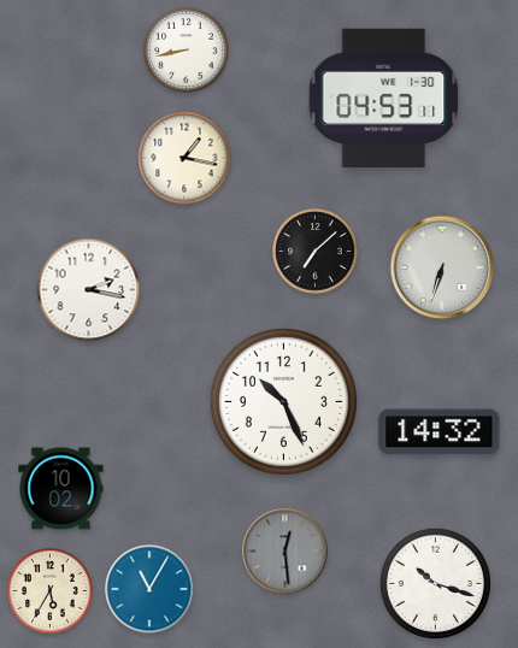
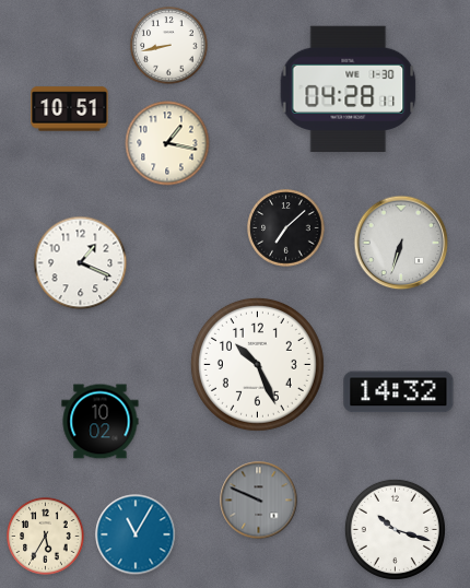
clock at (384, 99): 04:53 -> 04:28
clock at (70, 109): none -> 10:51
clock at (89, 290): 2:17 -> 1:19
clock at (61, 489) position: (61, 489) -> (101, 422)
clock at (286, 552): 12:29 -> 9:49
